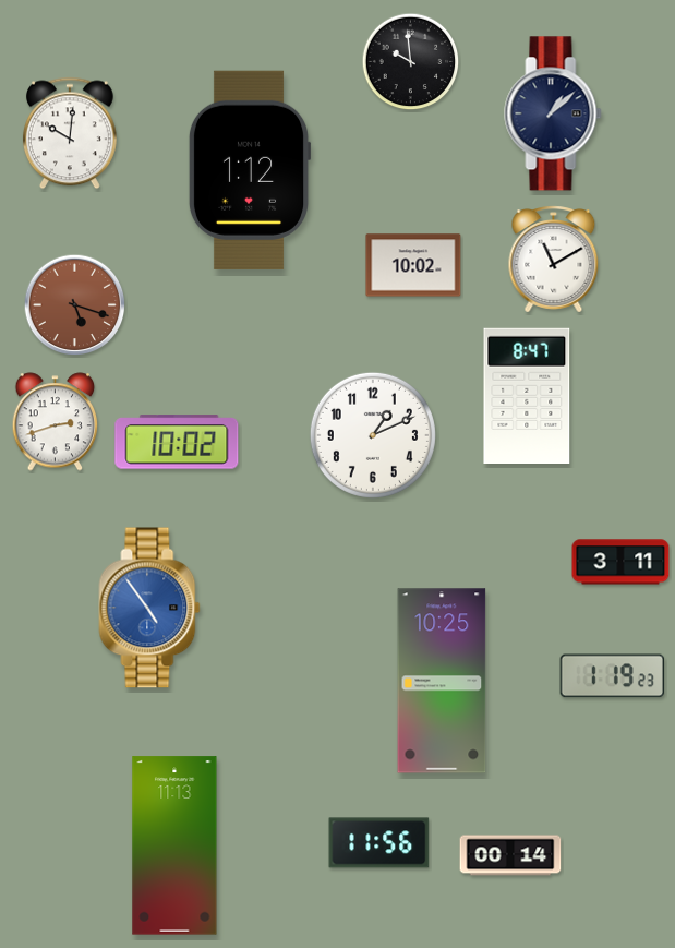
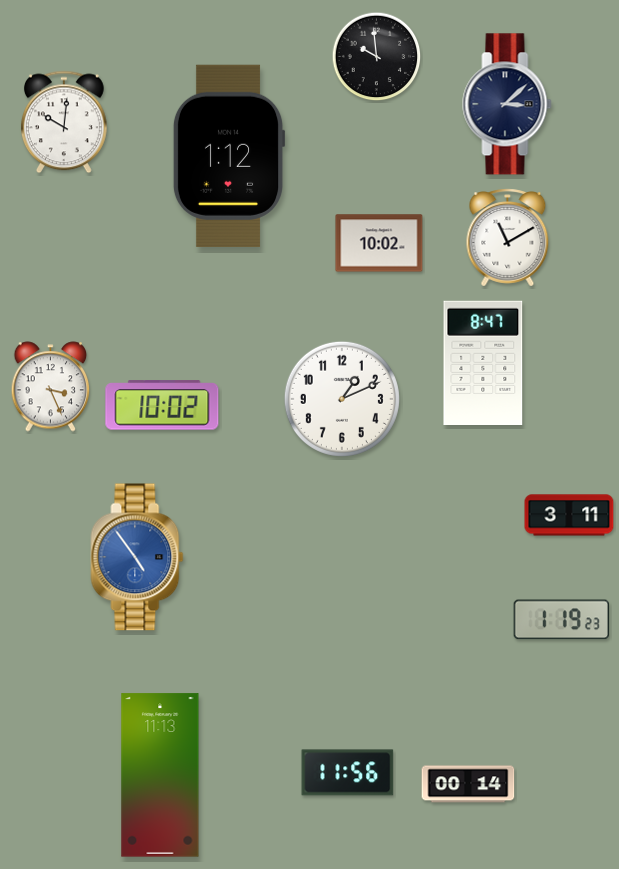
clock at (553, 113): 1:08 -> 3:08
clock at (75, 305): 5:18 -> none
clock at (56, 422): 2:42 -> 3:26
clock at (442, 681): 10:25 -> none
